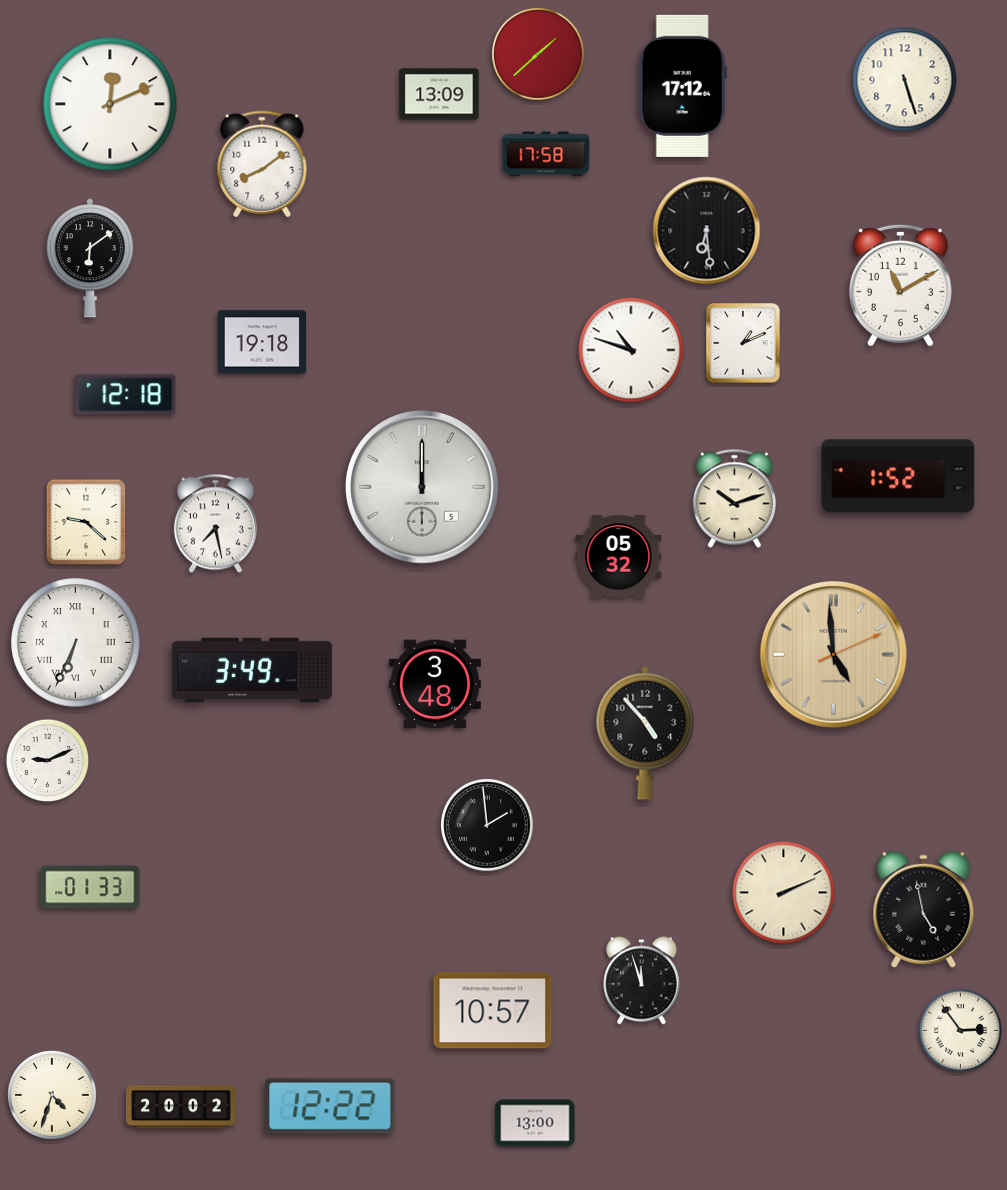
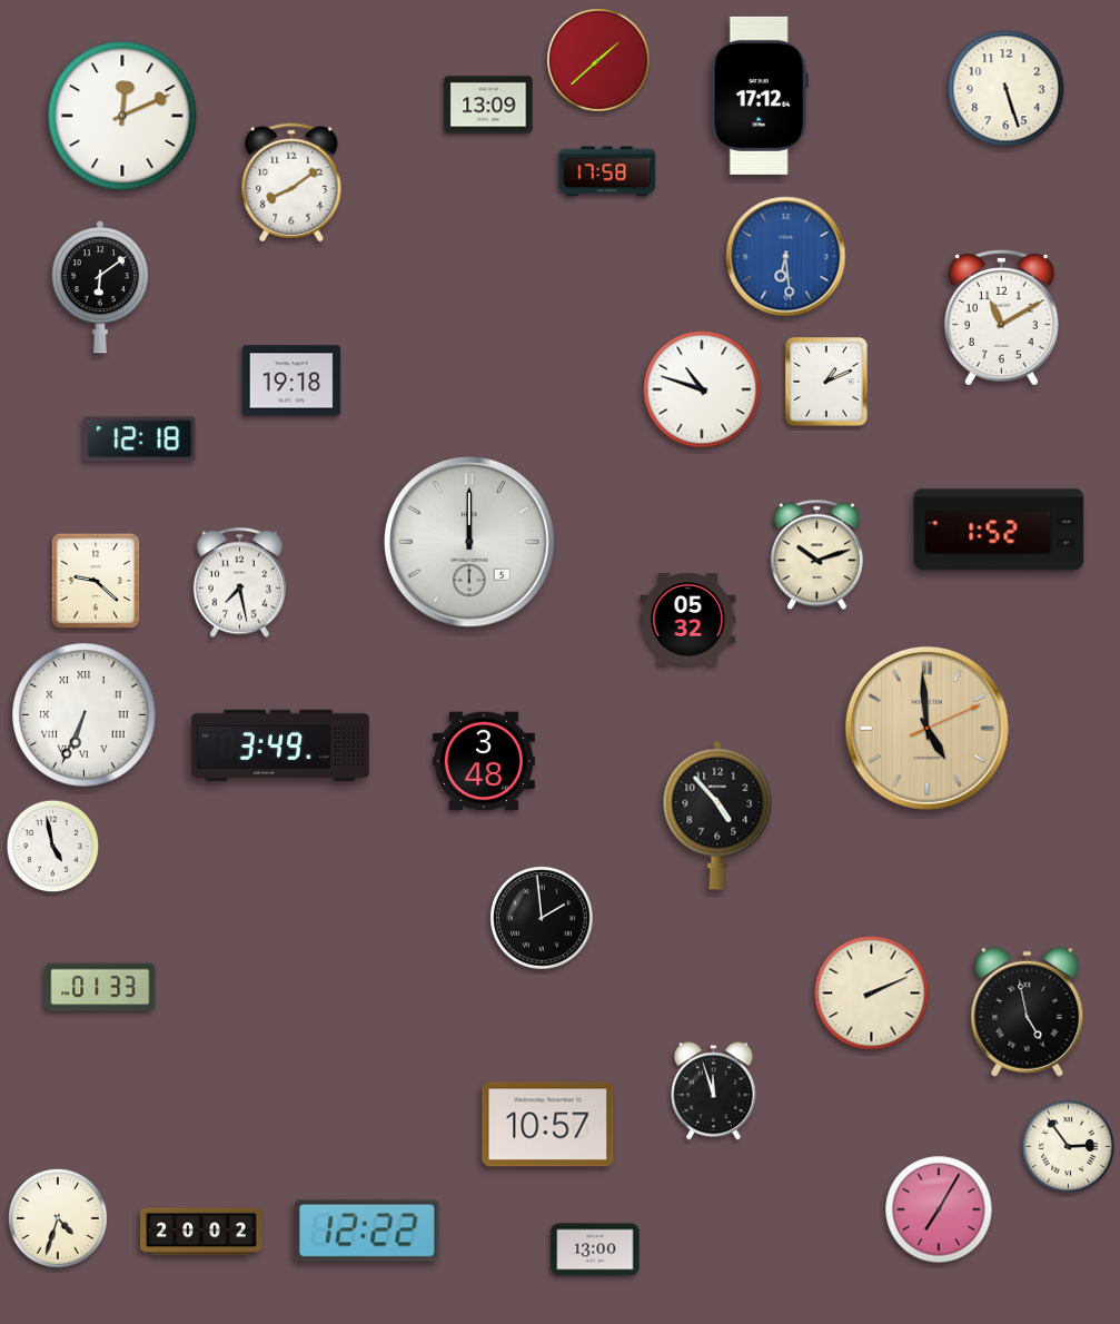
clock at (707, 231) dial: black -> blue
clock at (48, 761): 9:11 -> 4:58
clock at (939, 1209): none -> 7:05
